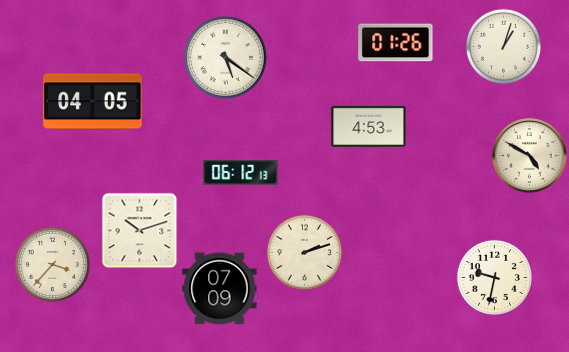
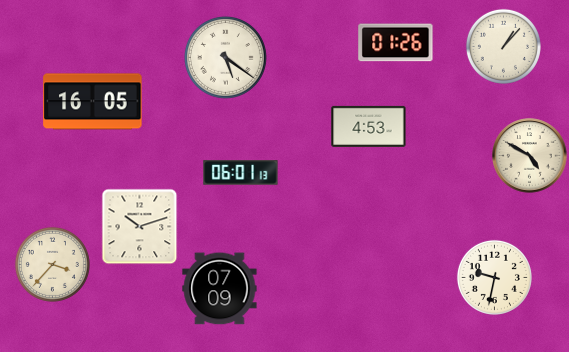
clock at (503, 46): 1:03 -> 1:07
clock at (93, 102): 04:05 -> 16:05
clock at (241, 173): 06:12 -> 06:01
clock at (140, 231) position: (140, 231) -> (140, 227)
clock at (304, 252): 2:12 -> none
